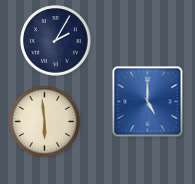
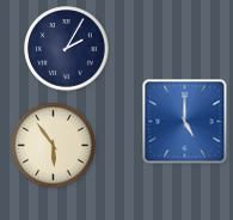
clock at (148, 102) position: (148, 102) -> (185, 122)
clock at (45, 122): 5:59 -> 5:54
